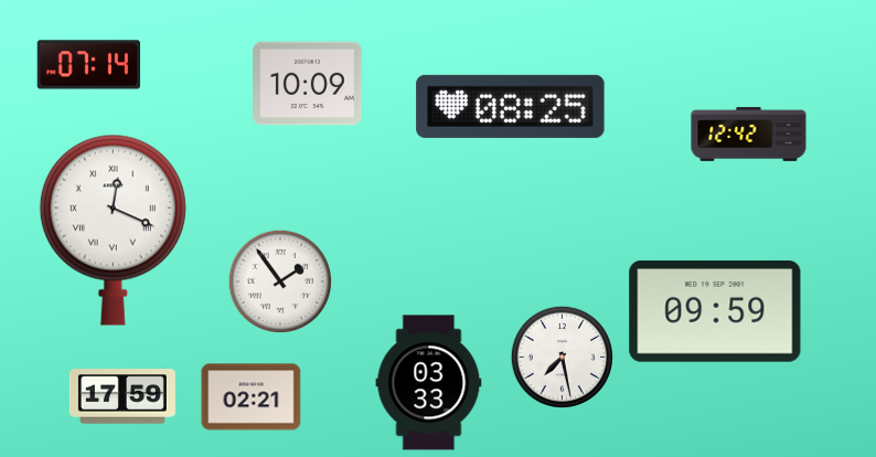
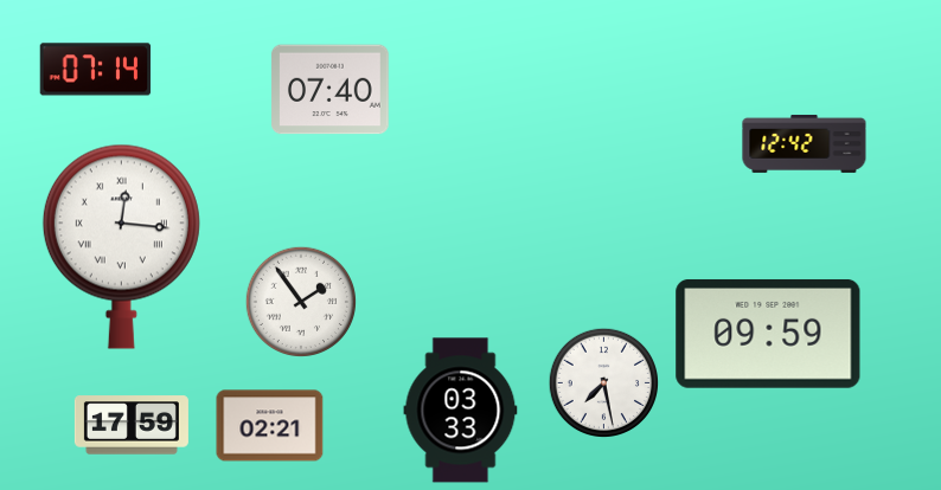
clock at (308, 84): 10:09 -> 07:40
clock at (511, 106): 08:25 -> none
clock at (113, 230): 12:19 -> 12:16
